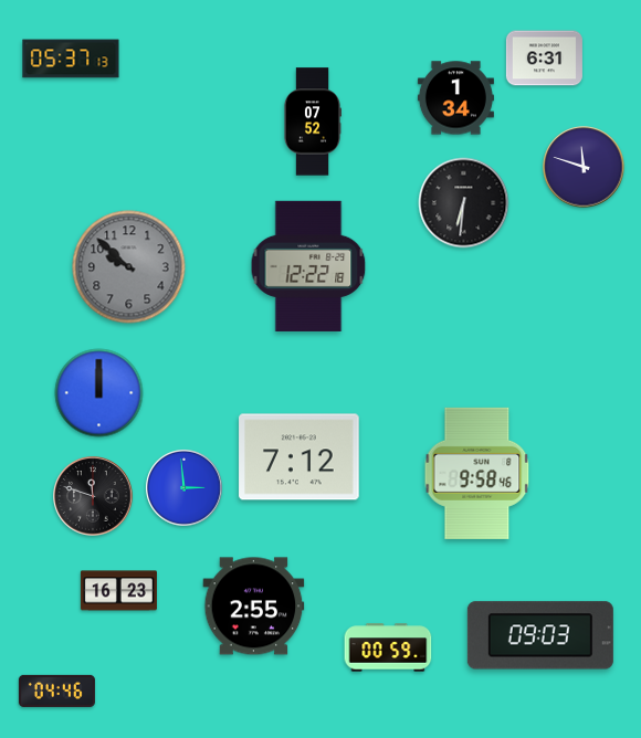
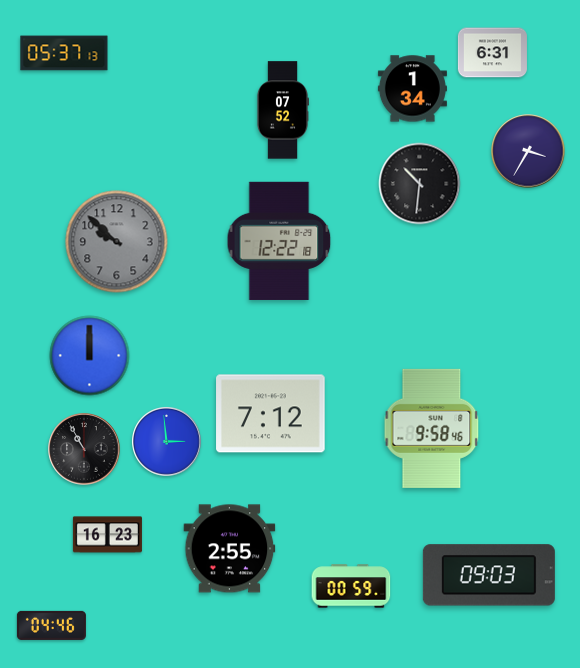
clock at (584, 167): 11:48 -> 3:35
clock at (464, 203): 6:31 -> 10:31
clock at (93, 496): 11:48 -> 10:55
